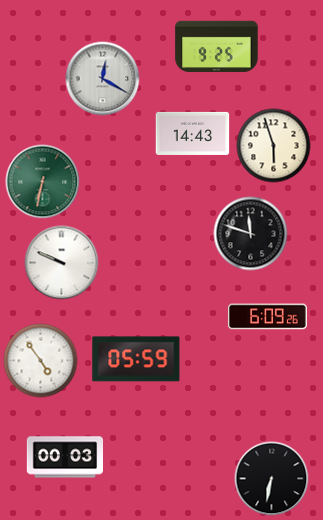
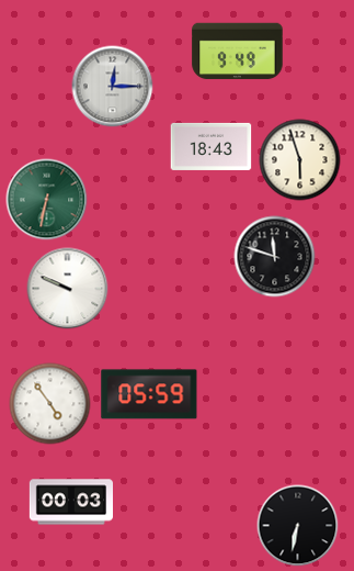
clock at (217, 47): 9:25 -> 9:49
clock at (103, 79): 12:20 -> 12:15
clock at (193, 133): 14:43 -> 18:43
clock at (267, 317): 6:09 -> none
clock at (41, 361) position: (41, 361) -> (50, 404)
